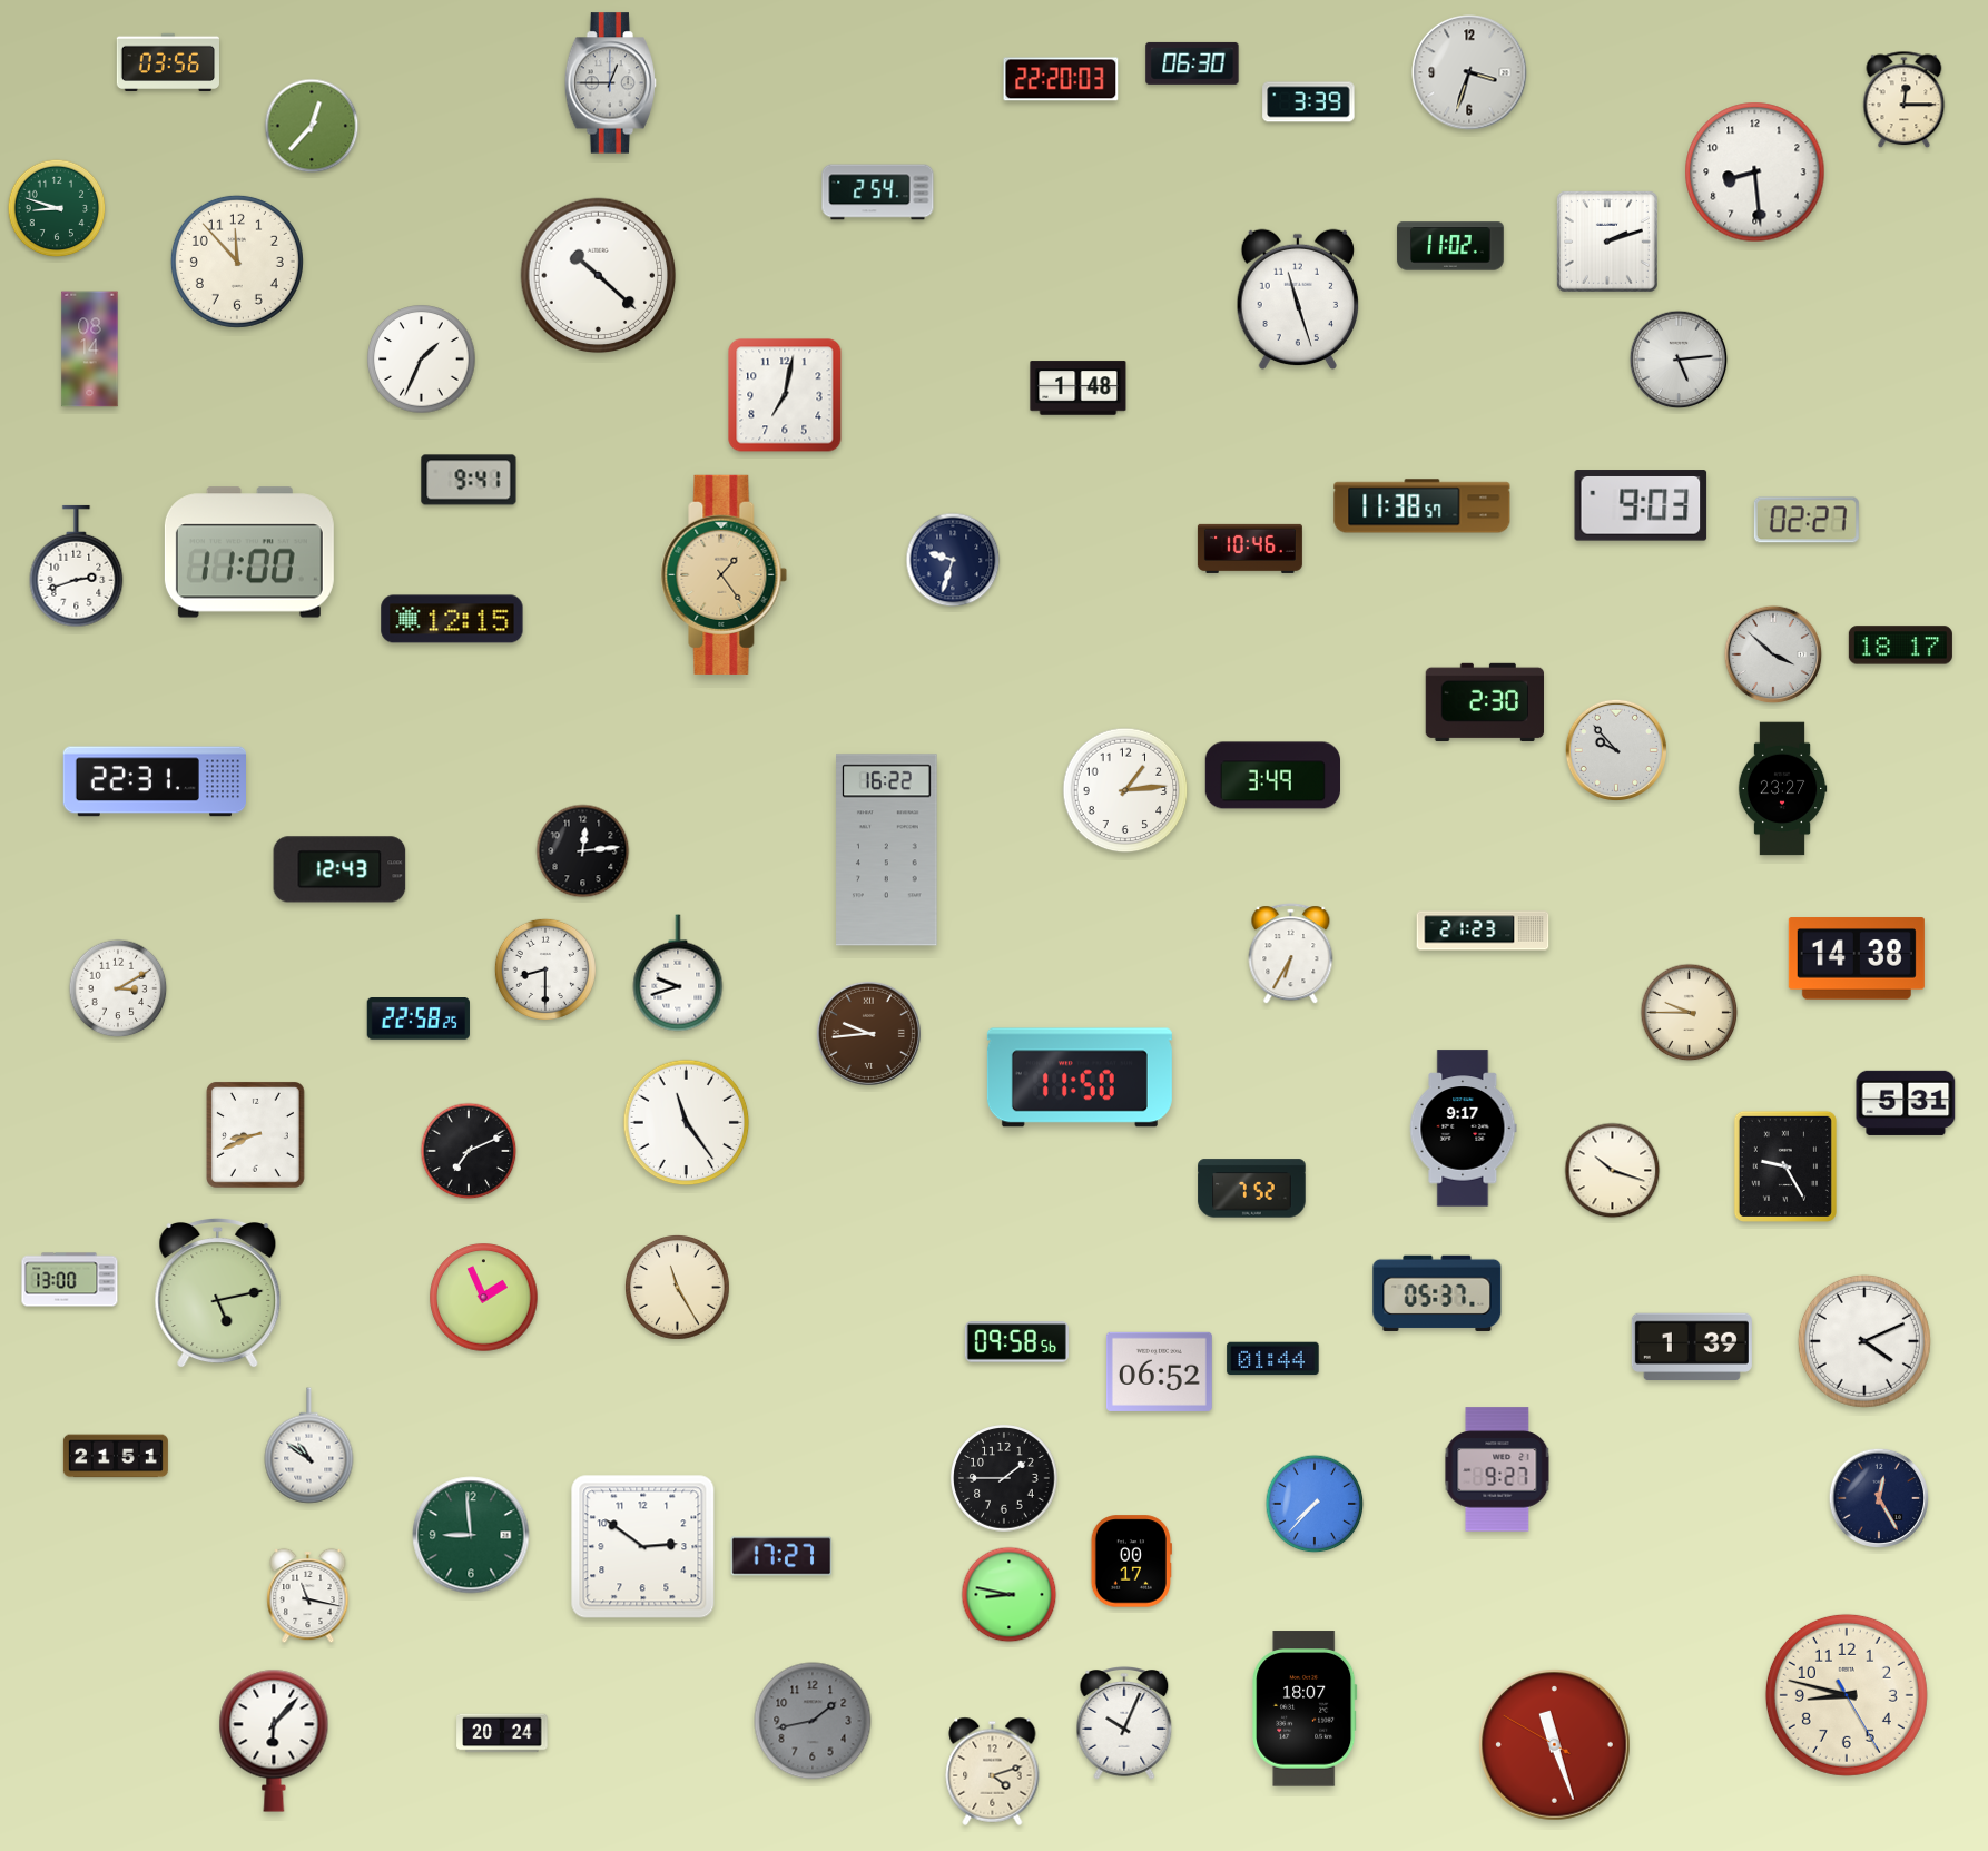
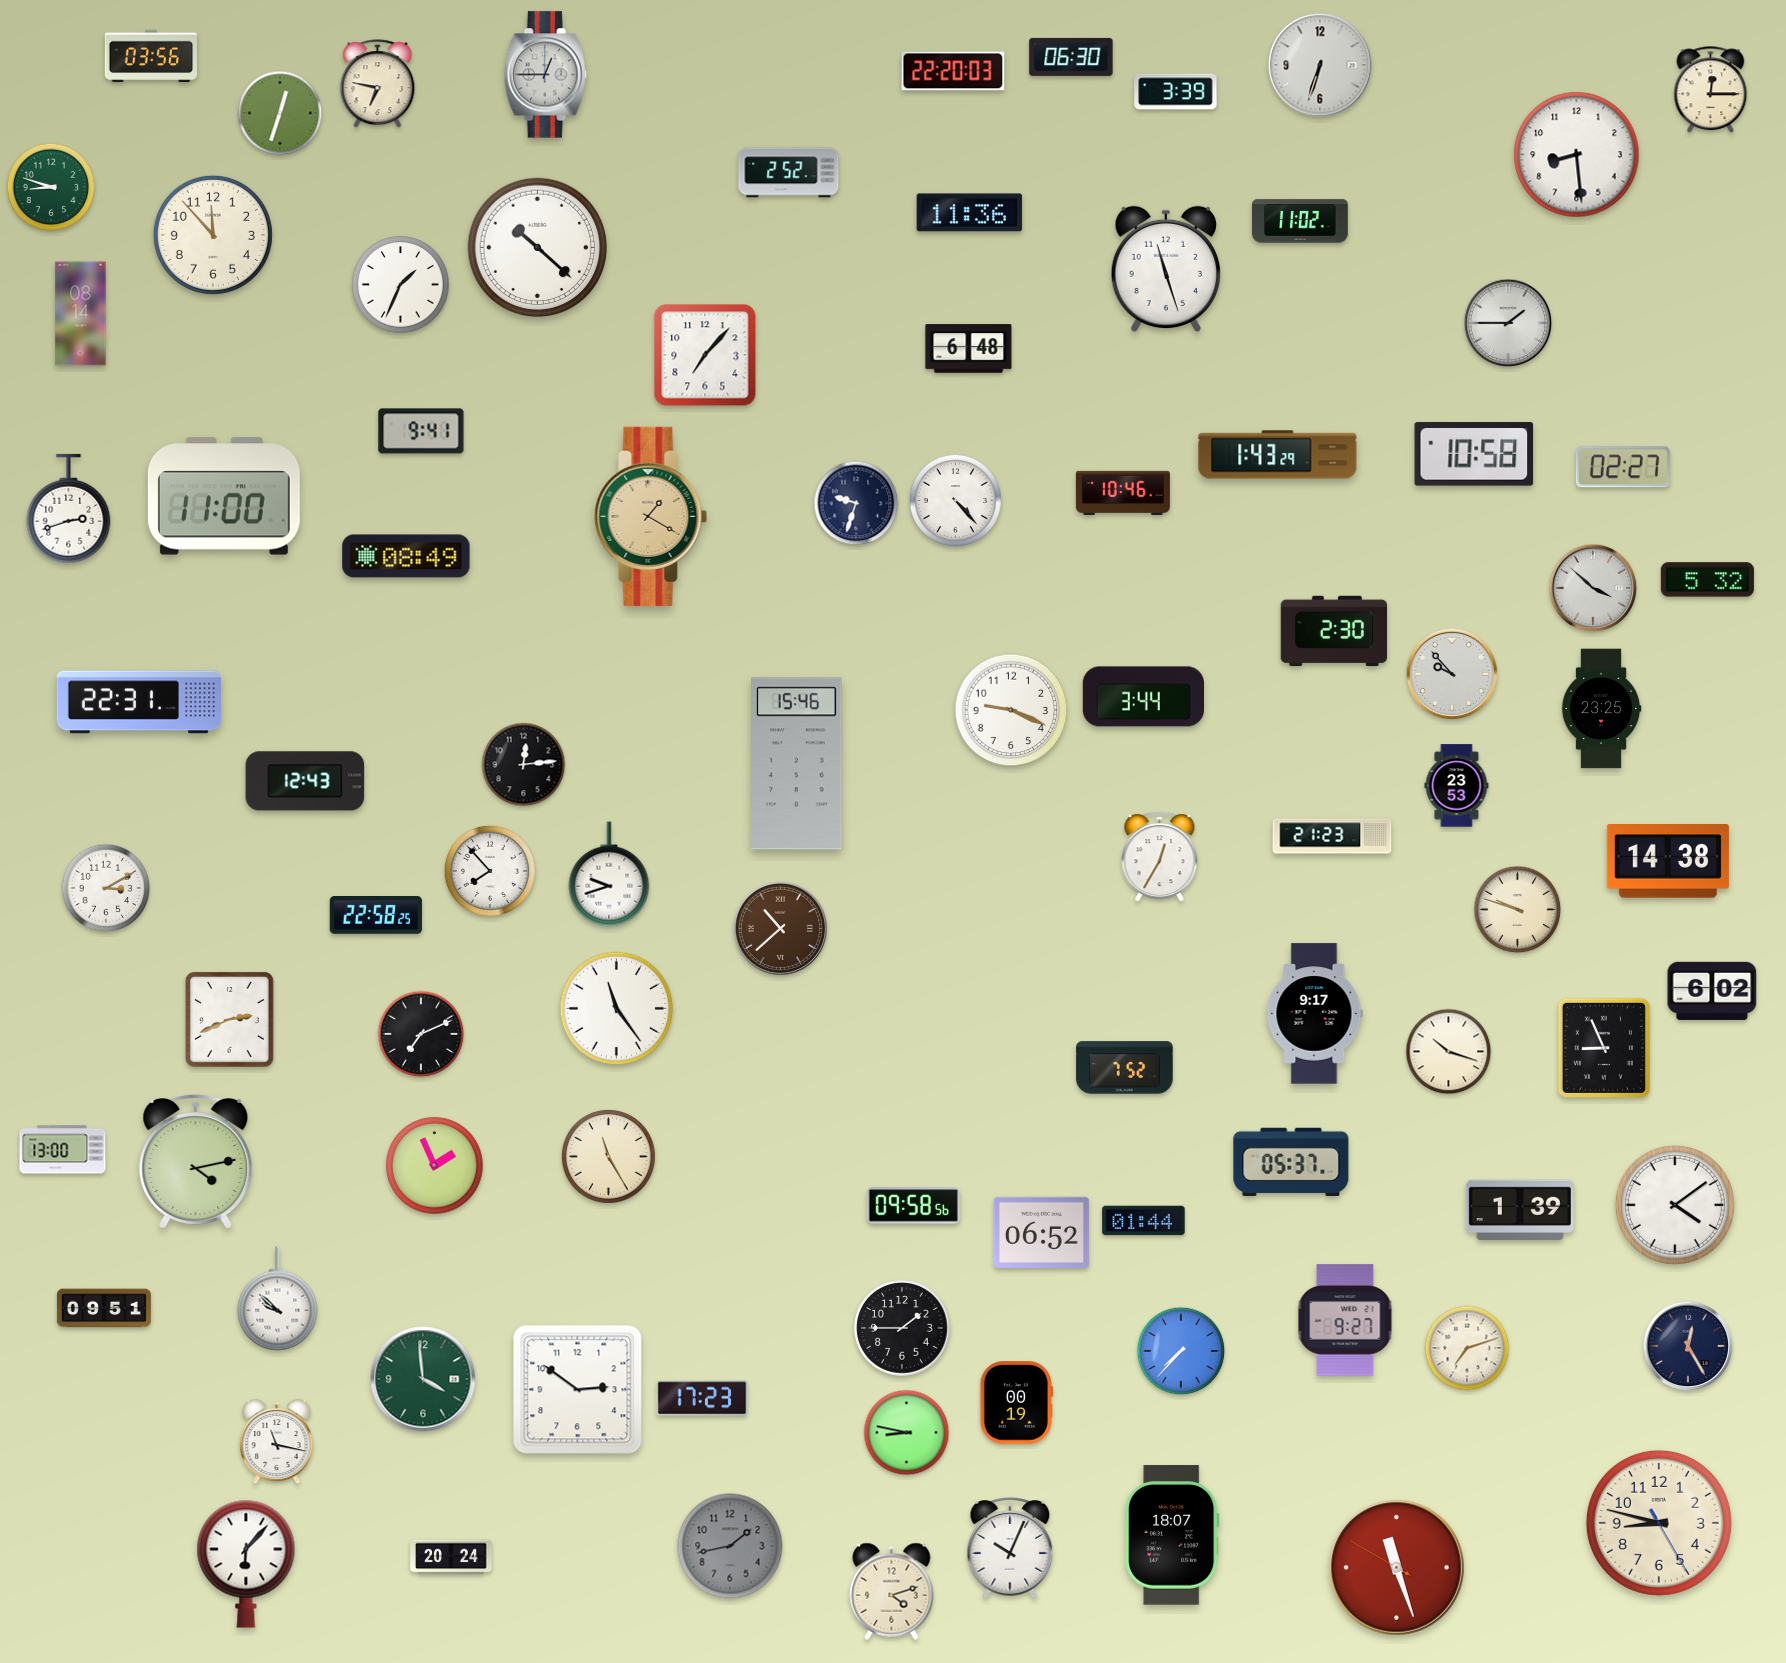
clock at (1469, 72): 3:33 -> 6:33
clock at (611, 83) position: (611, 83) -> (546, 75)
clock at (378, 84): none -> 6:47
clock at (312, 126): 12:37 -> 12:33
clock at (878, 193): 2:54 -> 2:52
clock at (970, 213): none -> 11:36
clock at (1607, 242): 2:12 -> none
clock at (1450, 246) position: (1450, 246) -> (1300, 221)
clock at (422, 360) position: (422, 360) -> (401, 285)
clock at (1679, 360): 5:14 -> 1:45
clock at (1079, 388): 1:48 -> 6:48
clock at (785, 395): 7:02 -> 7:07
clock at (1641, 505): 9:03 -> 10:58
clock at (1423, 506): 11:38 -> 1:43
clock at (955, 500): none -> 4:23
clock at (725, 574): 1:24 -> 1:20
clock at (452, 619): 12:15 -> 08:49
clock at (1900, 646): 18:17 -> 5:32
clock at (1272, 776): 3:49 -> 3:44
clock at (1782, 789): 23:27 -> 23:25
clock at (1125, 790): 1:14 -> 9:19
clock at (887, 850): 16:22 -> 15:46
clock at (1457, 786): none -> 23:53
clock at (1291, 954): 6:35 -> 12:35
clock at (545, 969): 8:30 -> 7:53
clock at (1690, 1013): 9:45 -> 9:48
clock at (868, 1033): 9:44 -> 10:38
clock at (1080, 1077): 11:50 -> none
clock at (1906, 1103): 5:31 -> 6:02
clock at (256, 1135): 8:41 -> 2:41
clock at (1785, 1166): 9:25 -> 8:56
clock at (218, 1294): 5:13 -> 4:13
clock at (1864, 1341): 4:11 -> 4:09
clock at (309, 1446): 10:51 -> 9:52
clock at (116, 1456): 21:51 -> 09:51
clock at (1467, 1348): none -> 7:12
clock at (471, 1535): 8:59 -> 3:59
clock at (781, 1556): 17:27 -> 17:23
clock at (1131, 1562): 00:17 -> 00:19
clock at (308, 1596) position: (308, 1596) -> (277, 1442)
